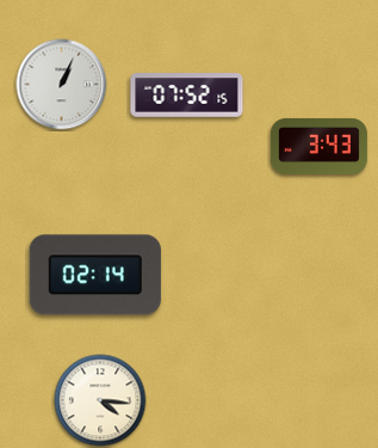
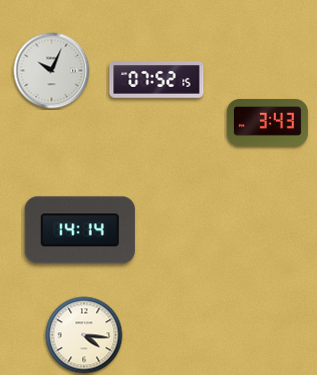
clock at (62, 85): 1:04 -> 10:04
clock at (95, 275): 02:14 -> 14:14
